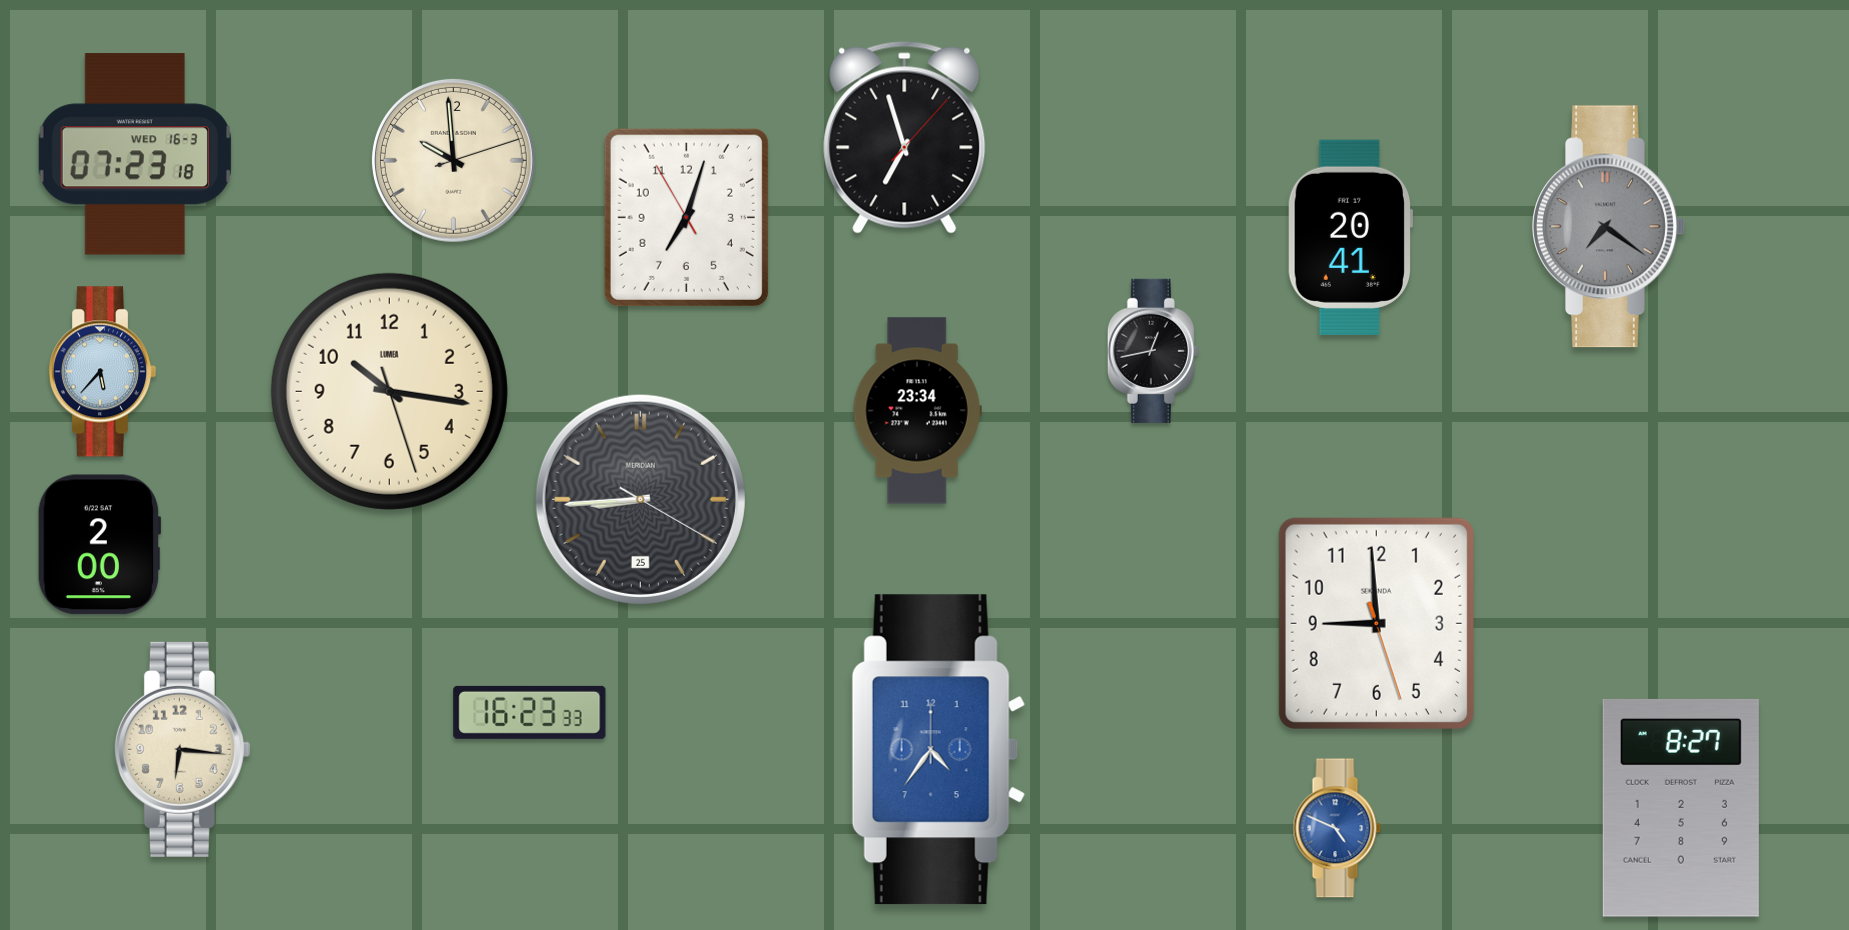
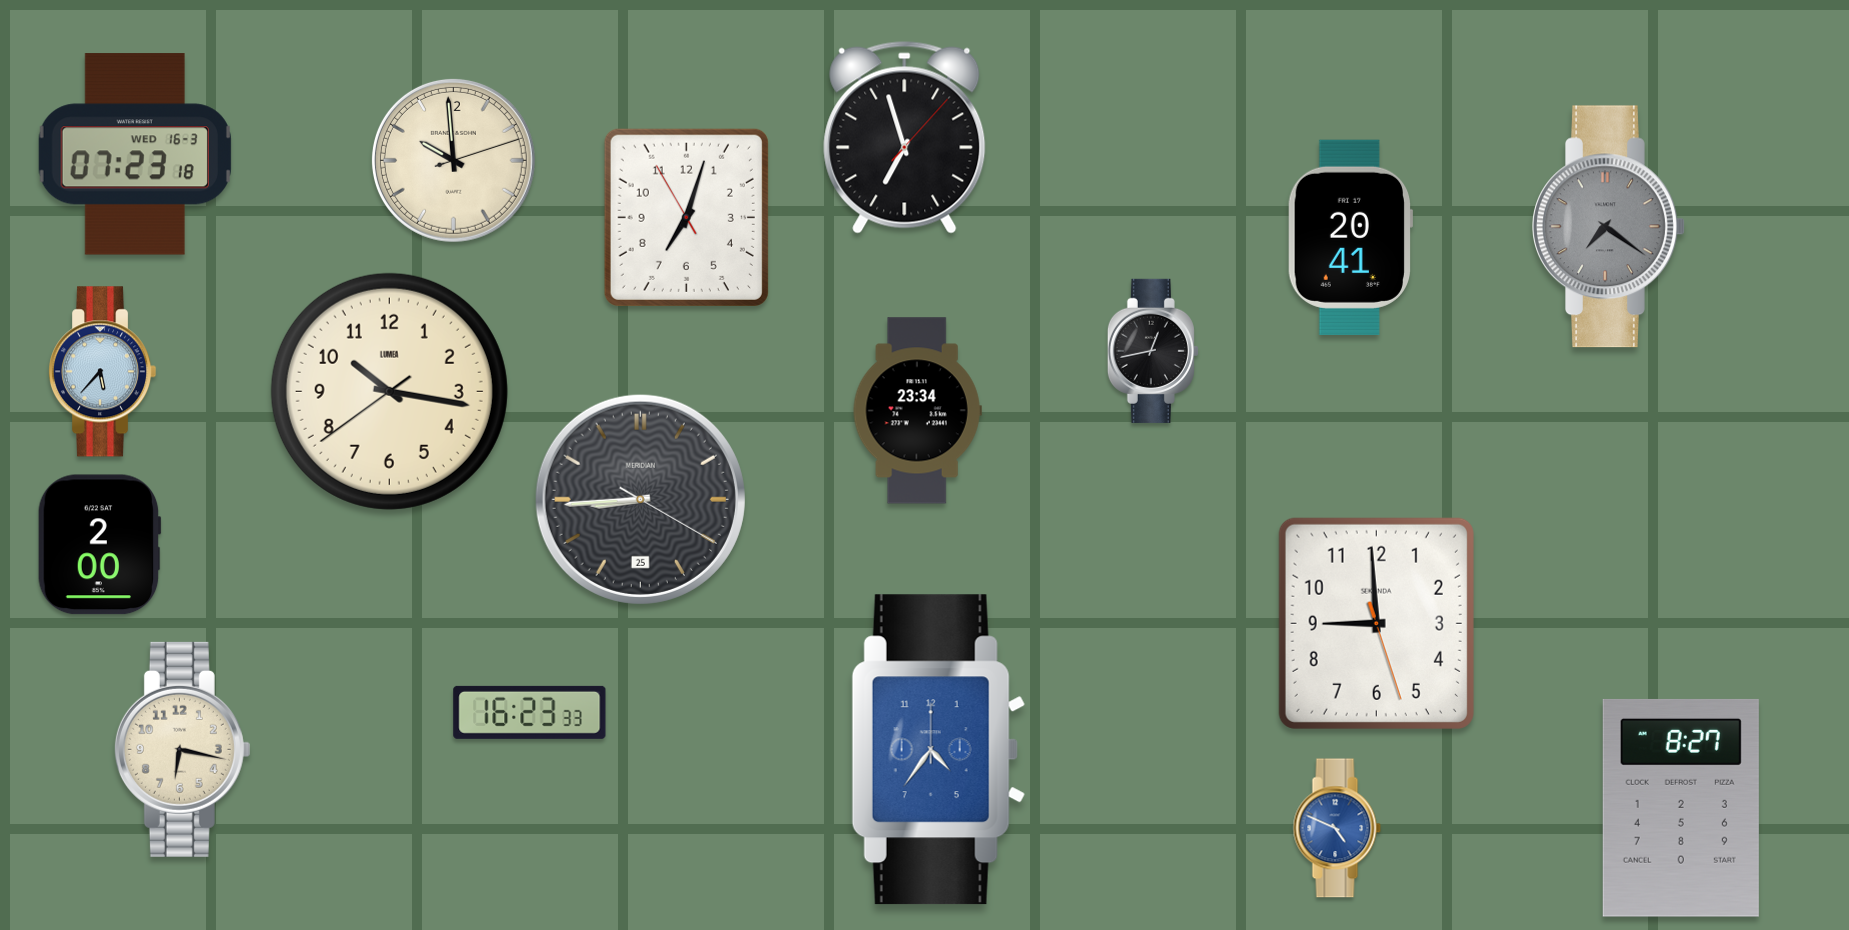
clock at (389, 391): 10:16:27 -> 10:16:39
clock at (182, 749): 6:16 -> 6:17
